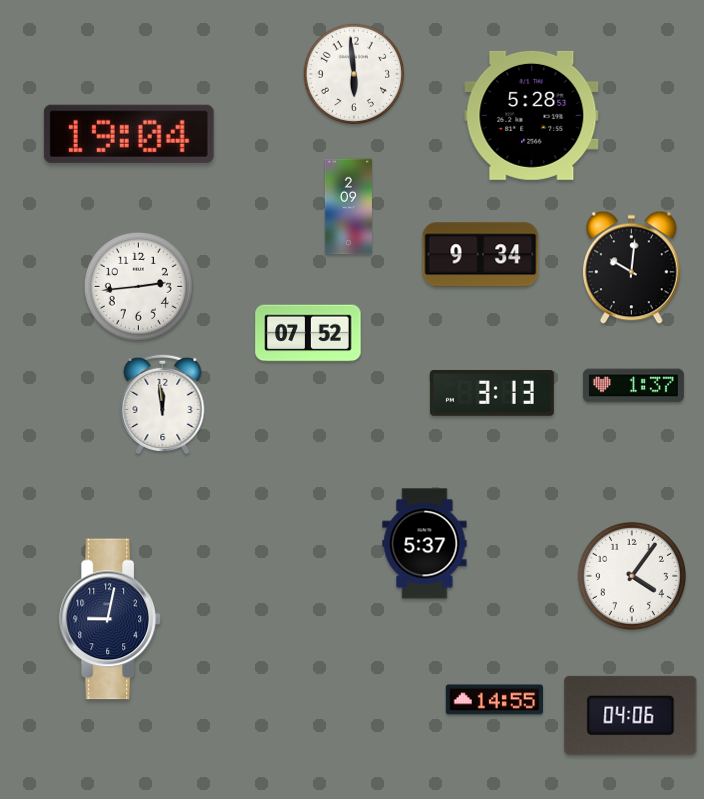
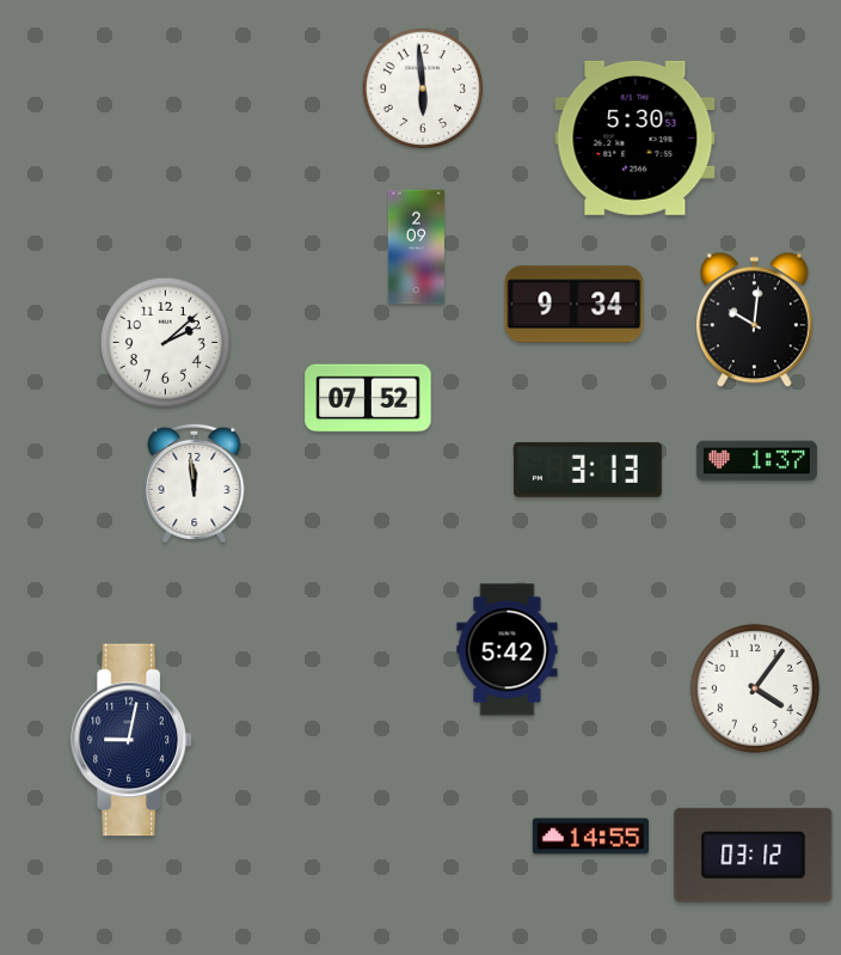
clock at (532, 115): 5:28 -> 5:30
clock at (129, 134): 19:04 -> none
clock at (138, 286): 2:44 -> 2:08
clock at (425, 544): 5:37 -> 5:42
clock at (631, 715): 04:06 -> 03:12
